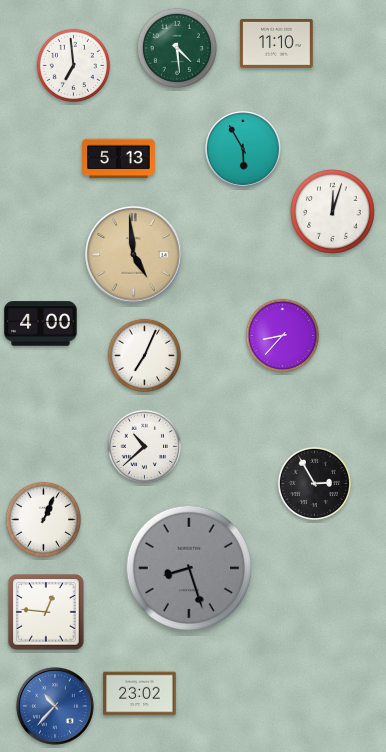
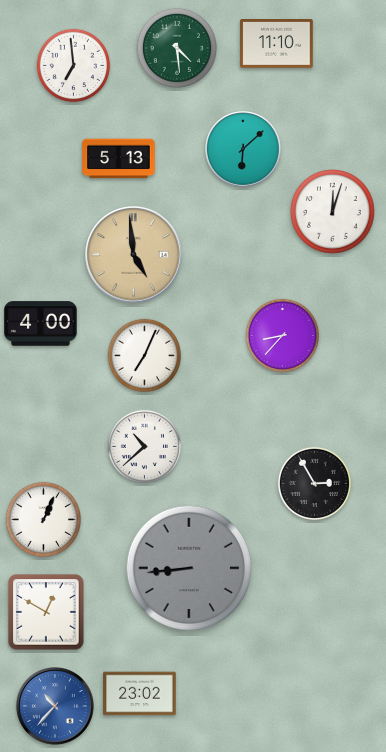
clock at (244, 150): 5:55 -> 6:08
clock at (188, 567): 8:27 -> 8:44
clock at (46, 612): 12:46 -> 12:50
